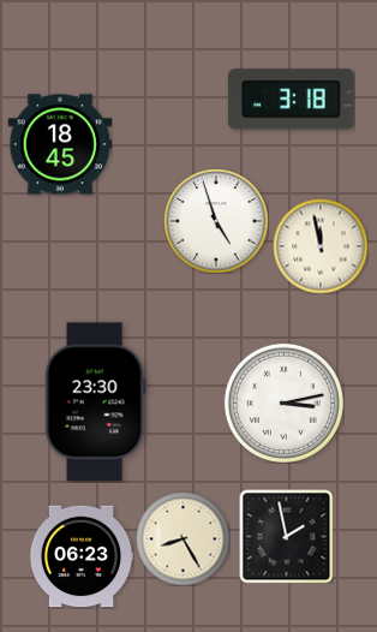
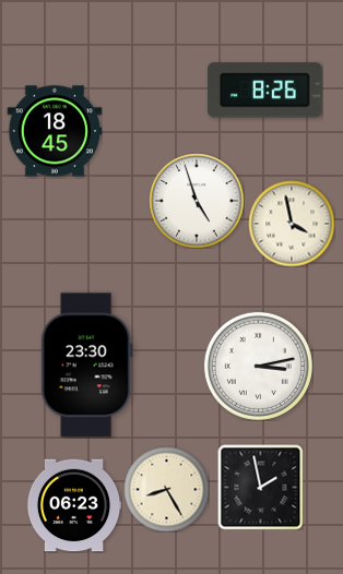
clock at (292, 100): 3:18 -> 8:26
clock at (321, 246): 11:58 -> 3:58
